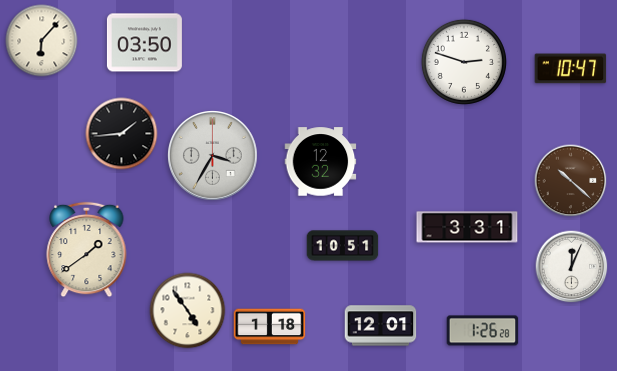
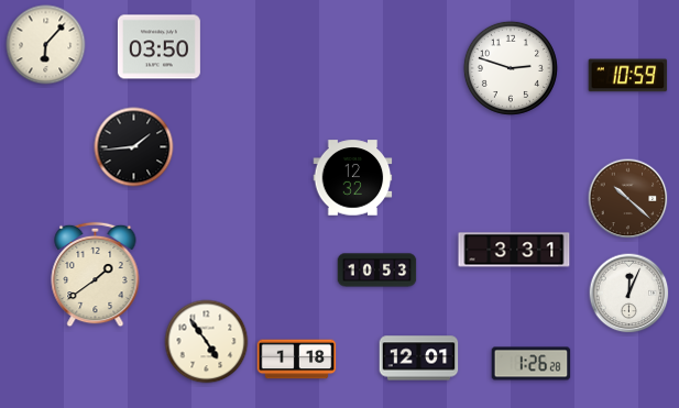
clock at (571, 69): 10:47 -> 10:59
clock at (213, 156): 3:35 -> none
clock at (343, 246): 10:51 -> 10:53
